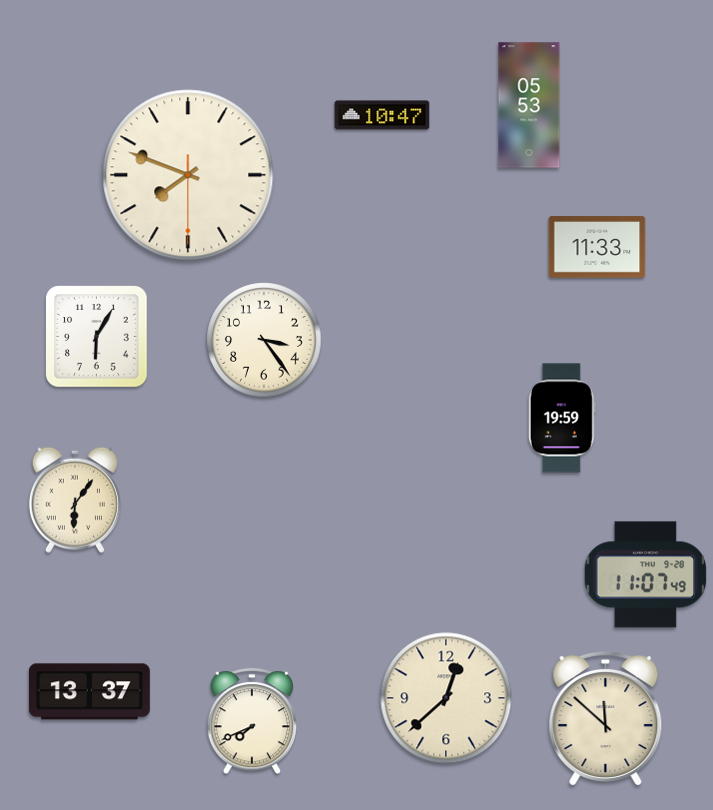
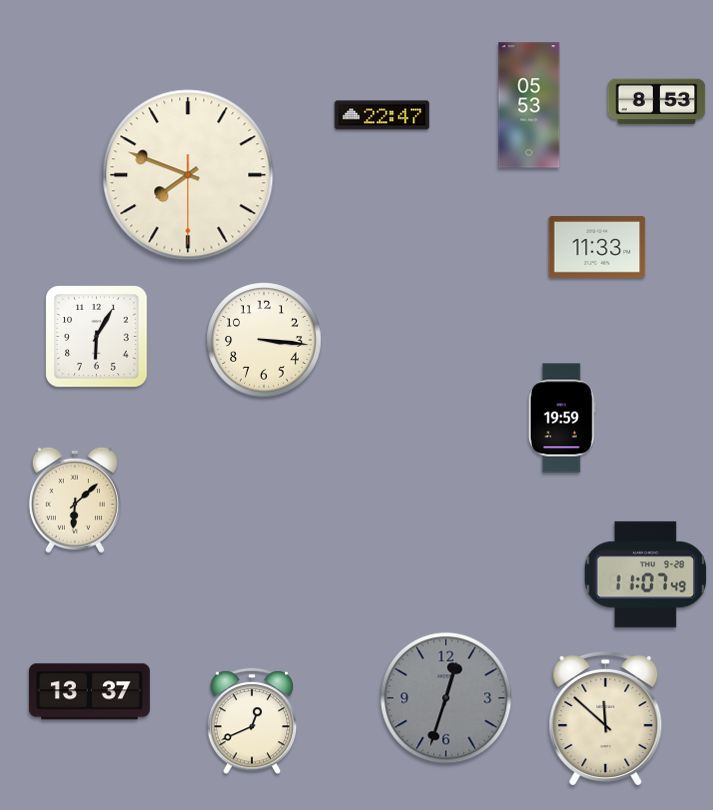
clock at (657, 102): none -> 8:53
clock at (382, 115): 10:47 -> 22:47
clock at (264, 340): 3:24 -> 3:16
clock at (75, 500): 6:06 -> 6:08
clock at (446, 698): 12:38 -> 12:33
clock at (446, 698) dial: cream -> grey
clock at (251, 722): 7:41 -> 12:41
